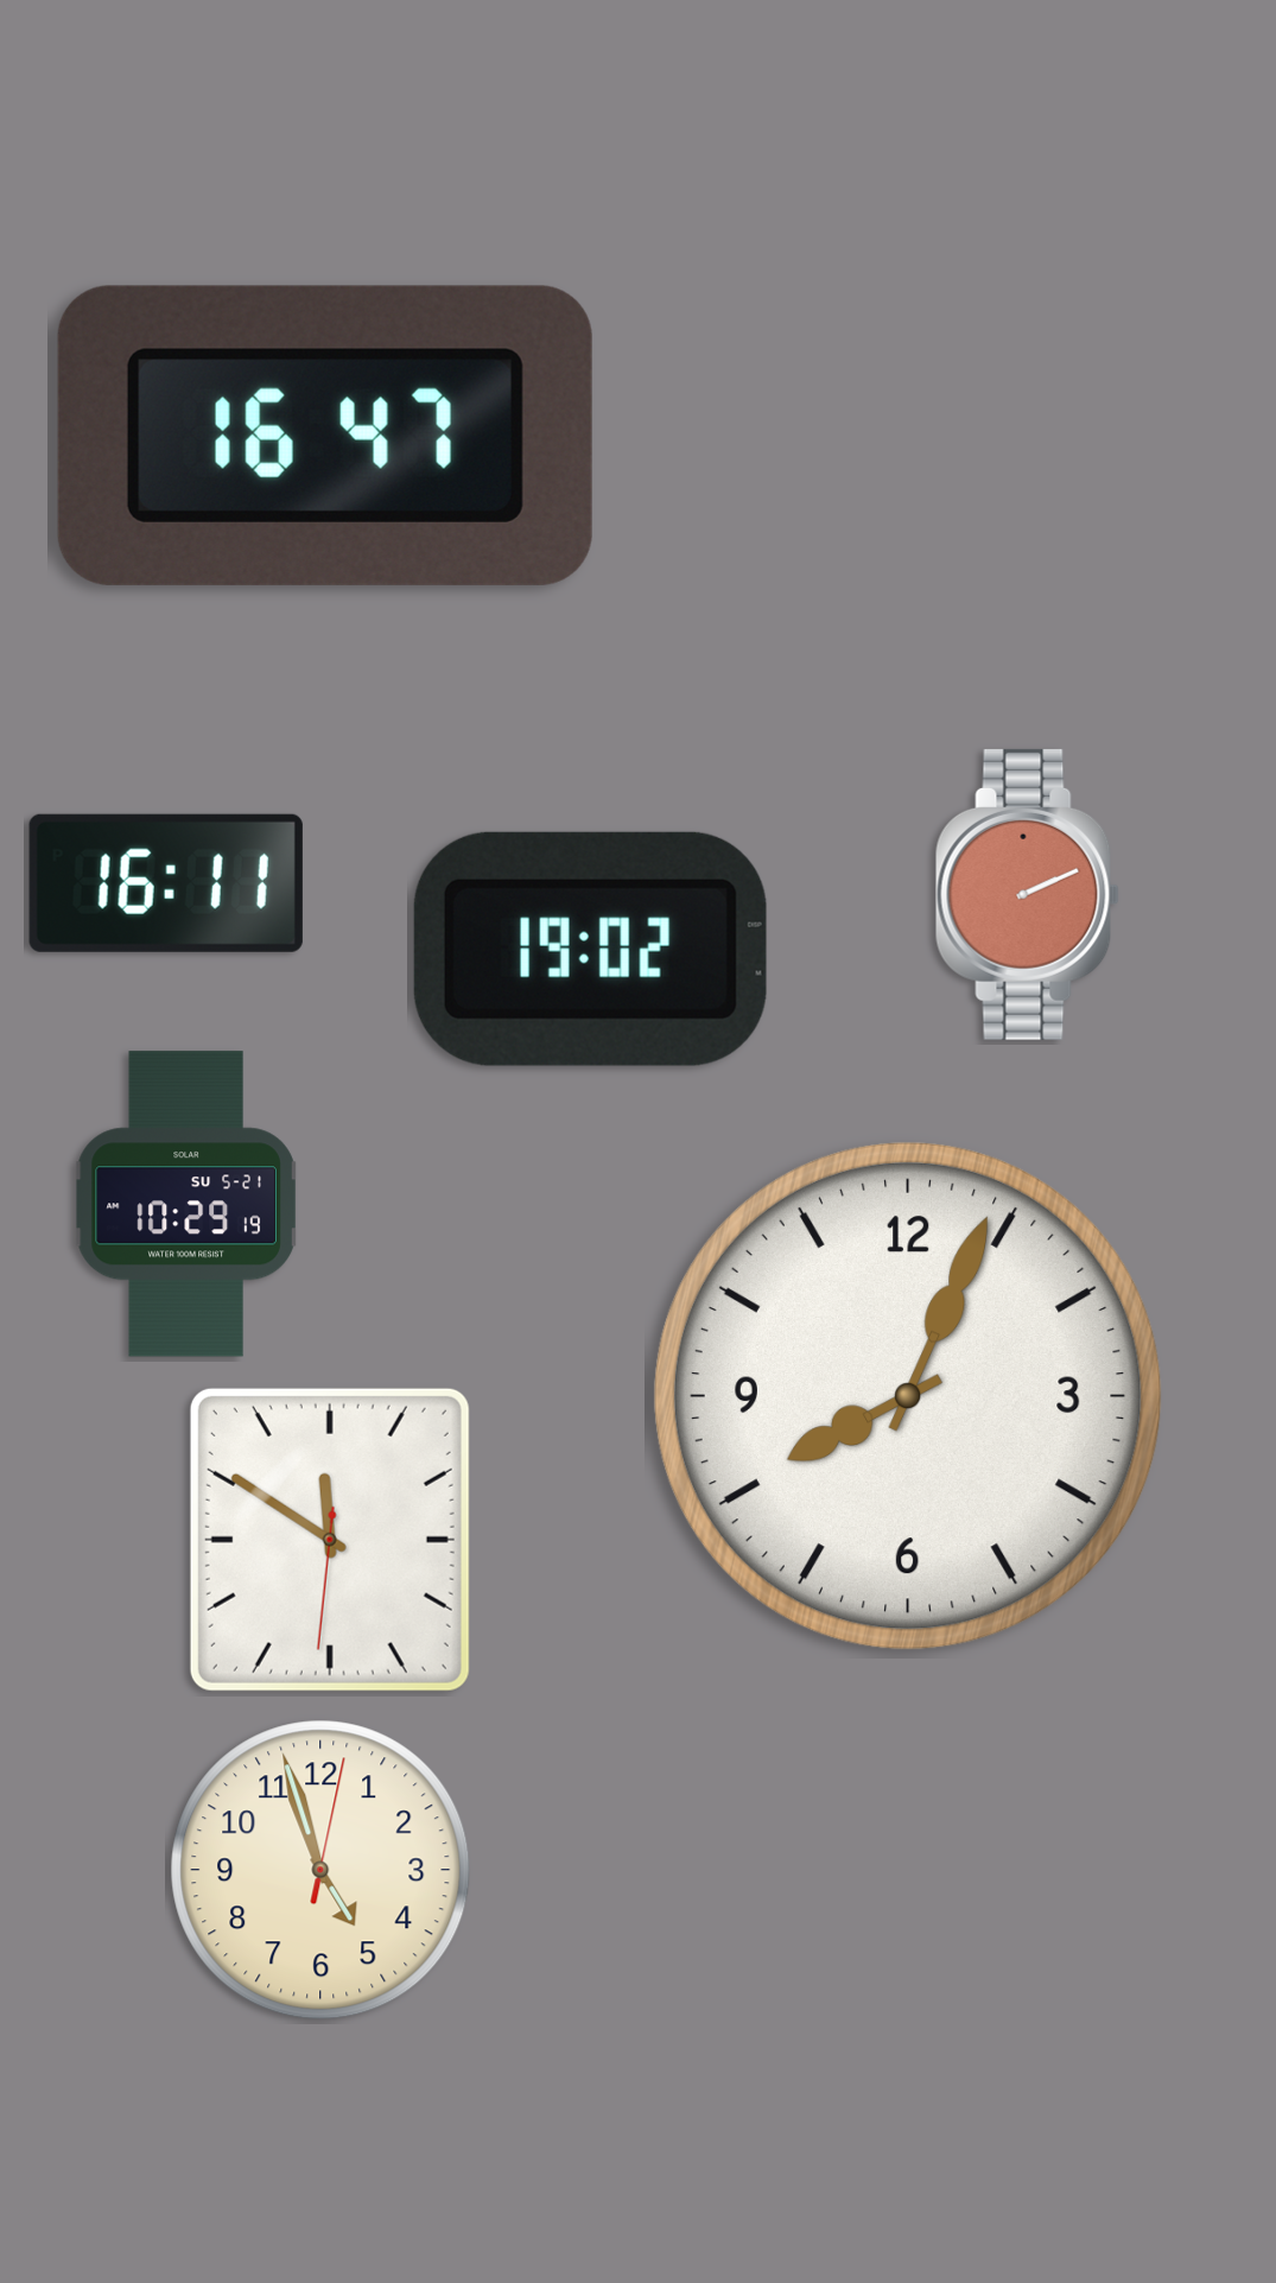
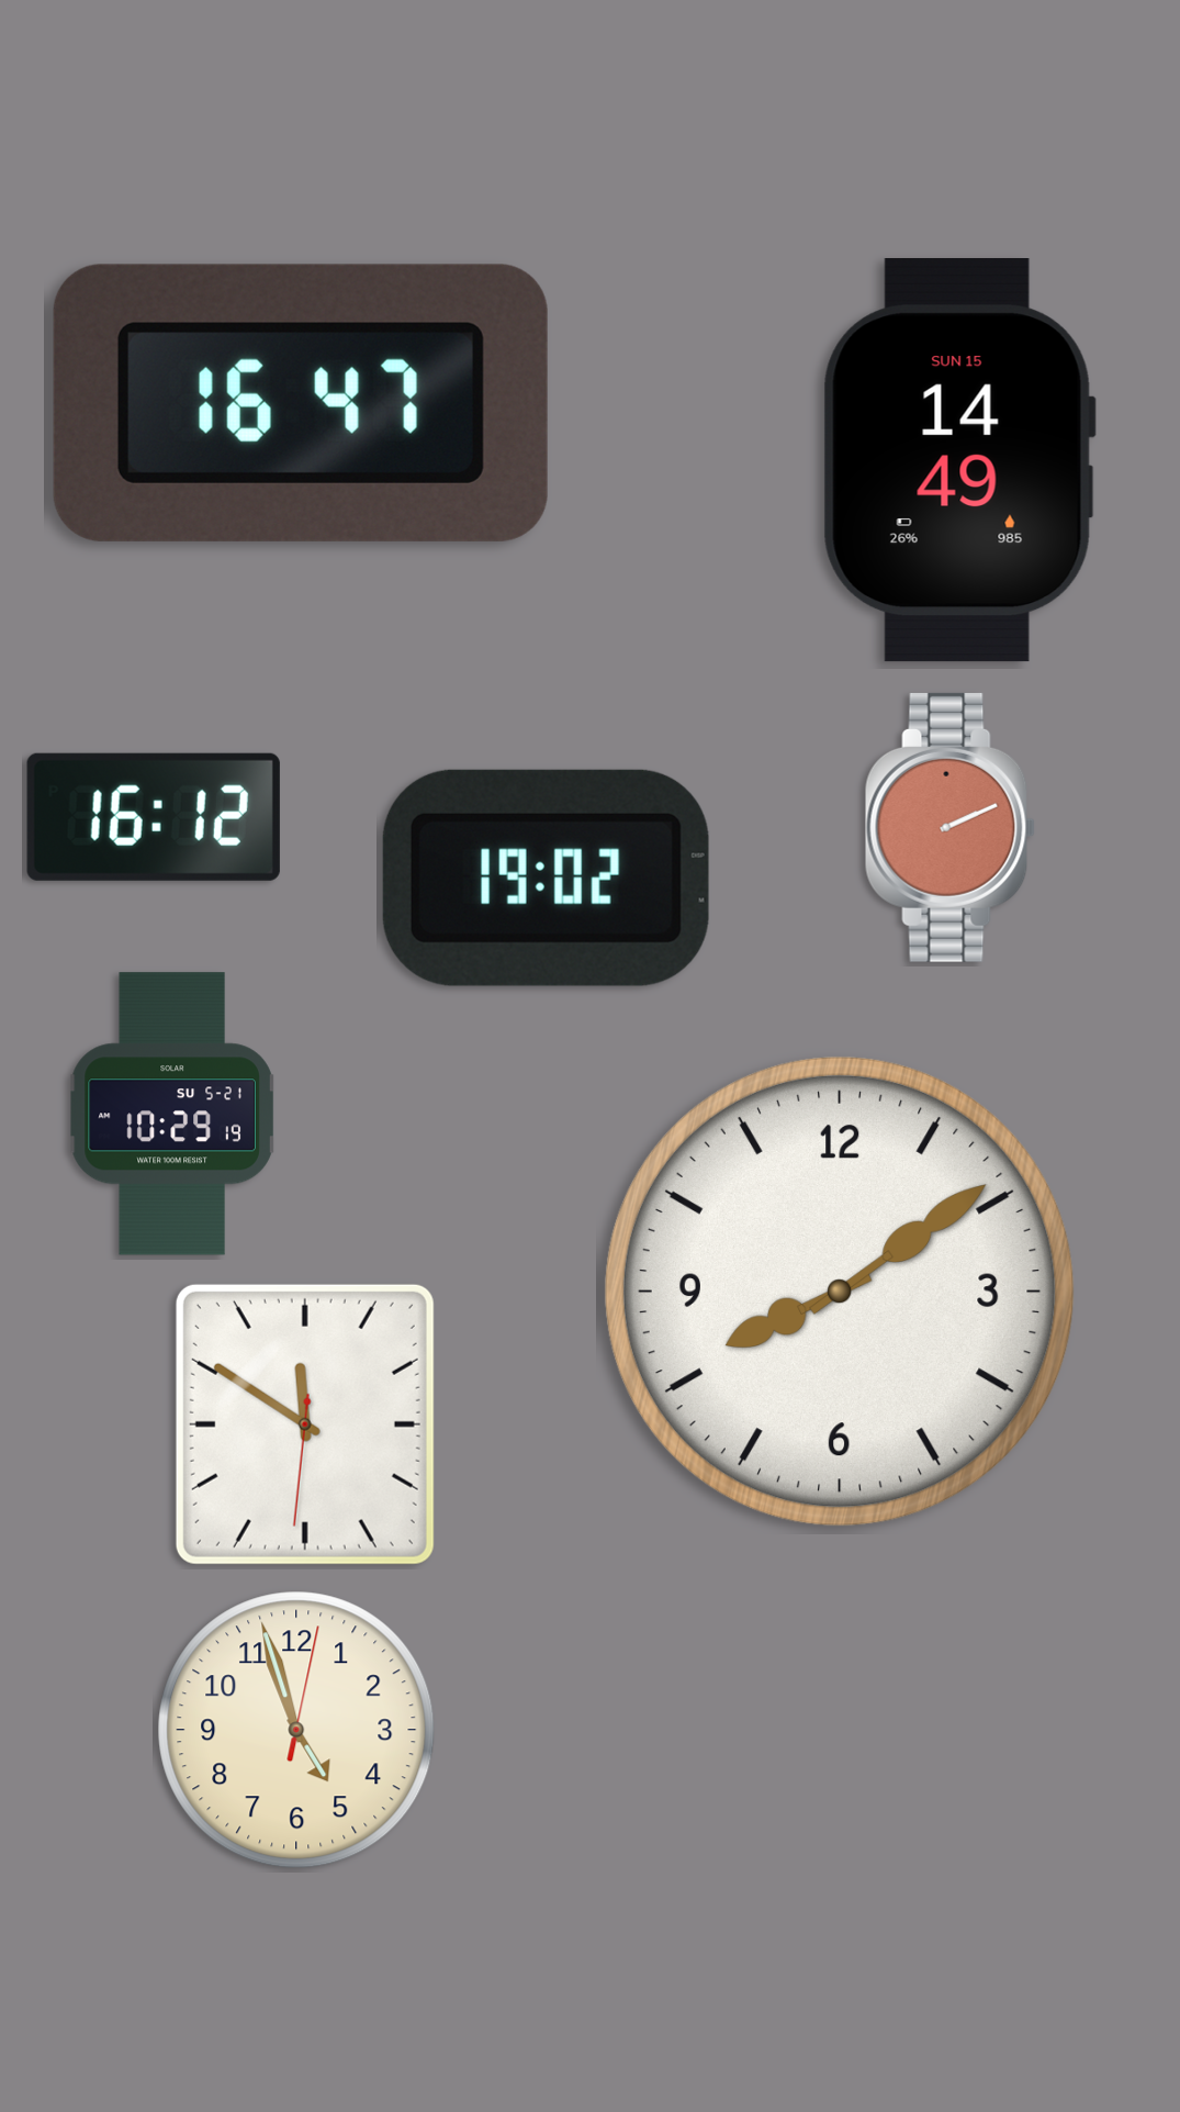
clock at (959, 460): none -> 14:49
clock at (166, 883): 16:11 -> 16:12
clock at (908, 1396): 8:04 -> 8:09
